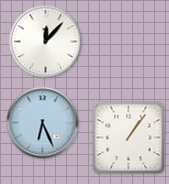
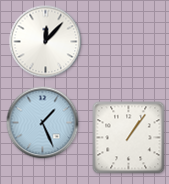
clock at (43, 123): 6:26 -> 1:26
